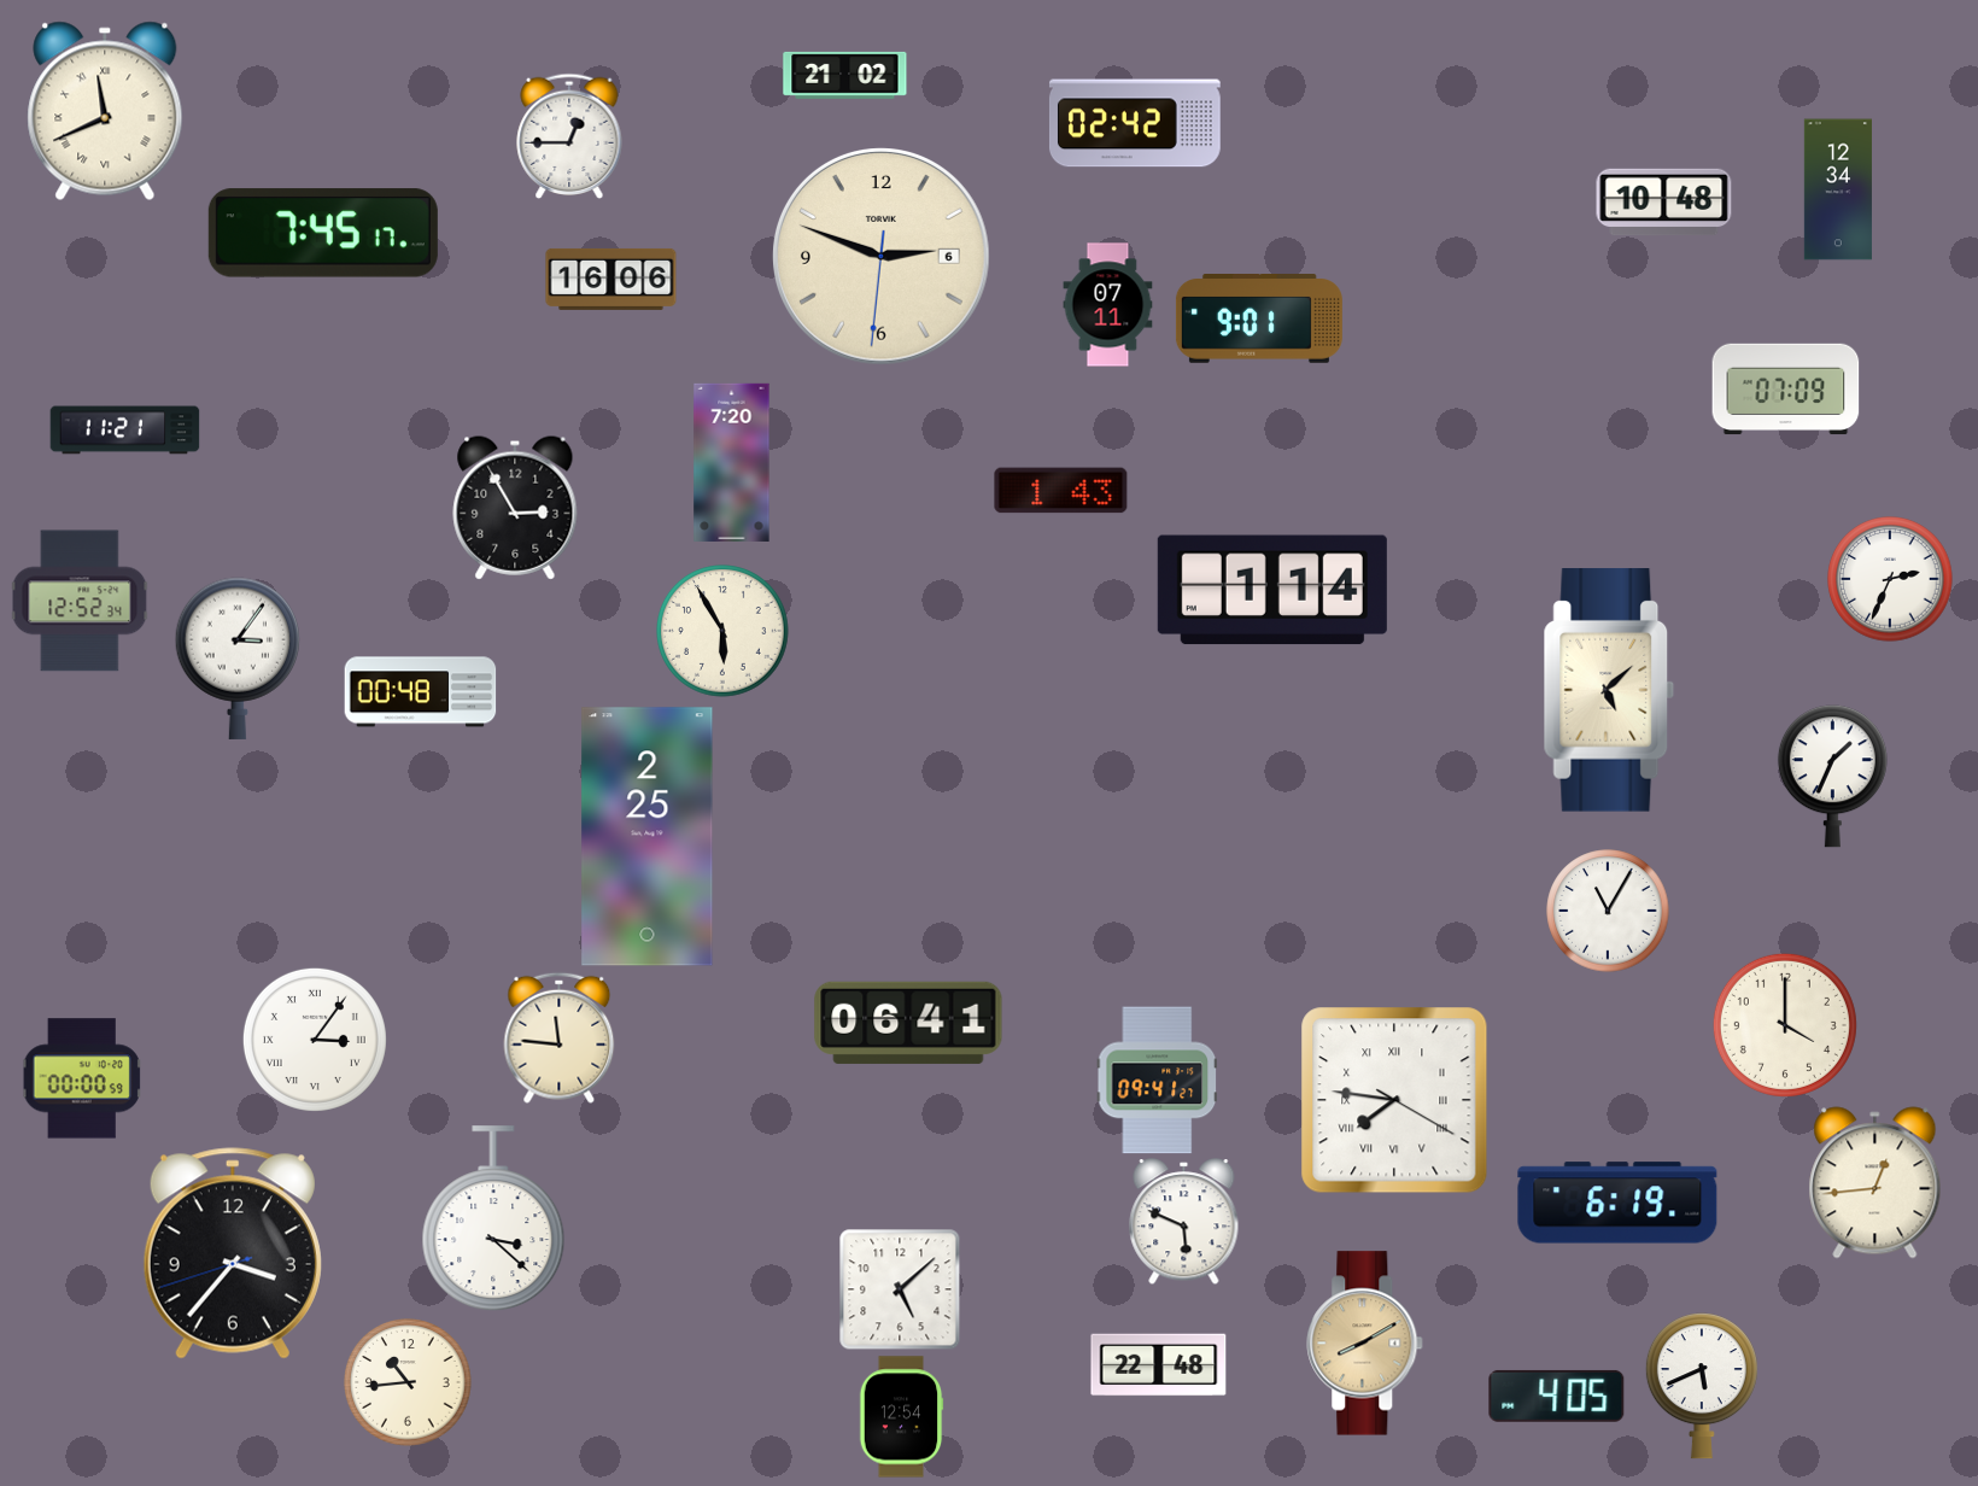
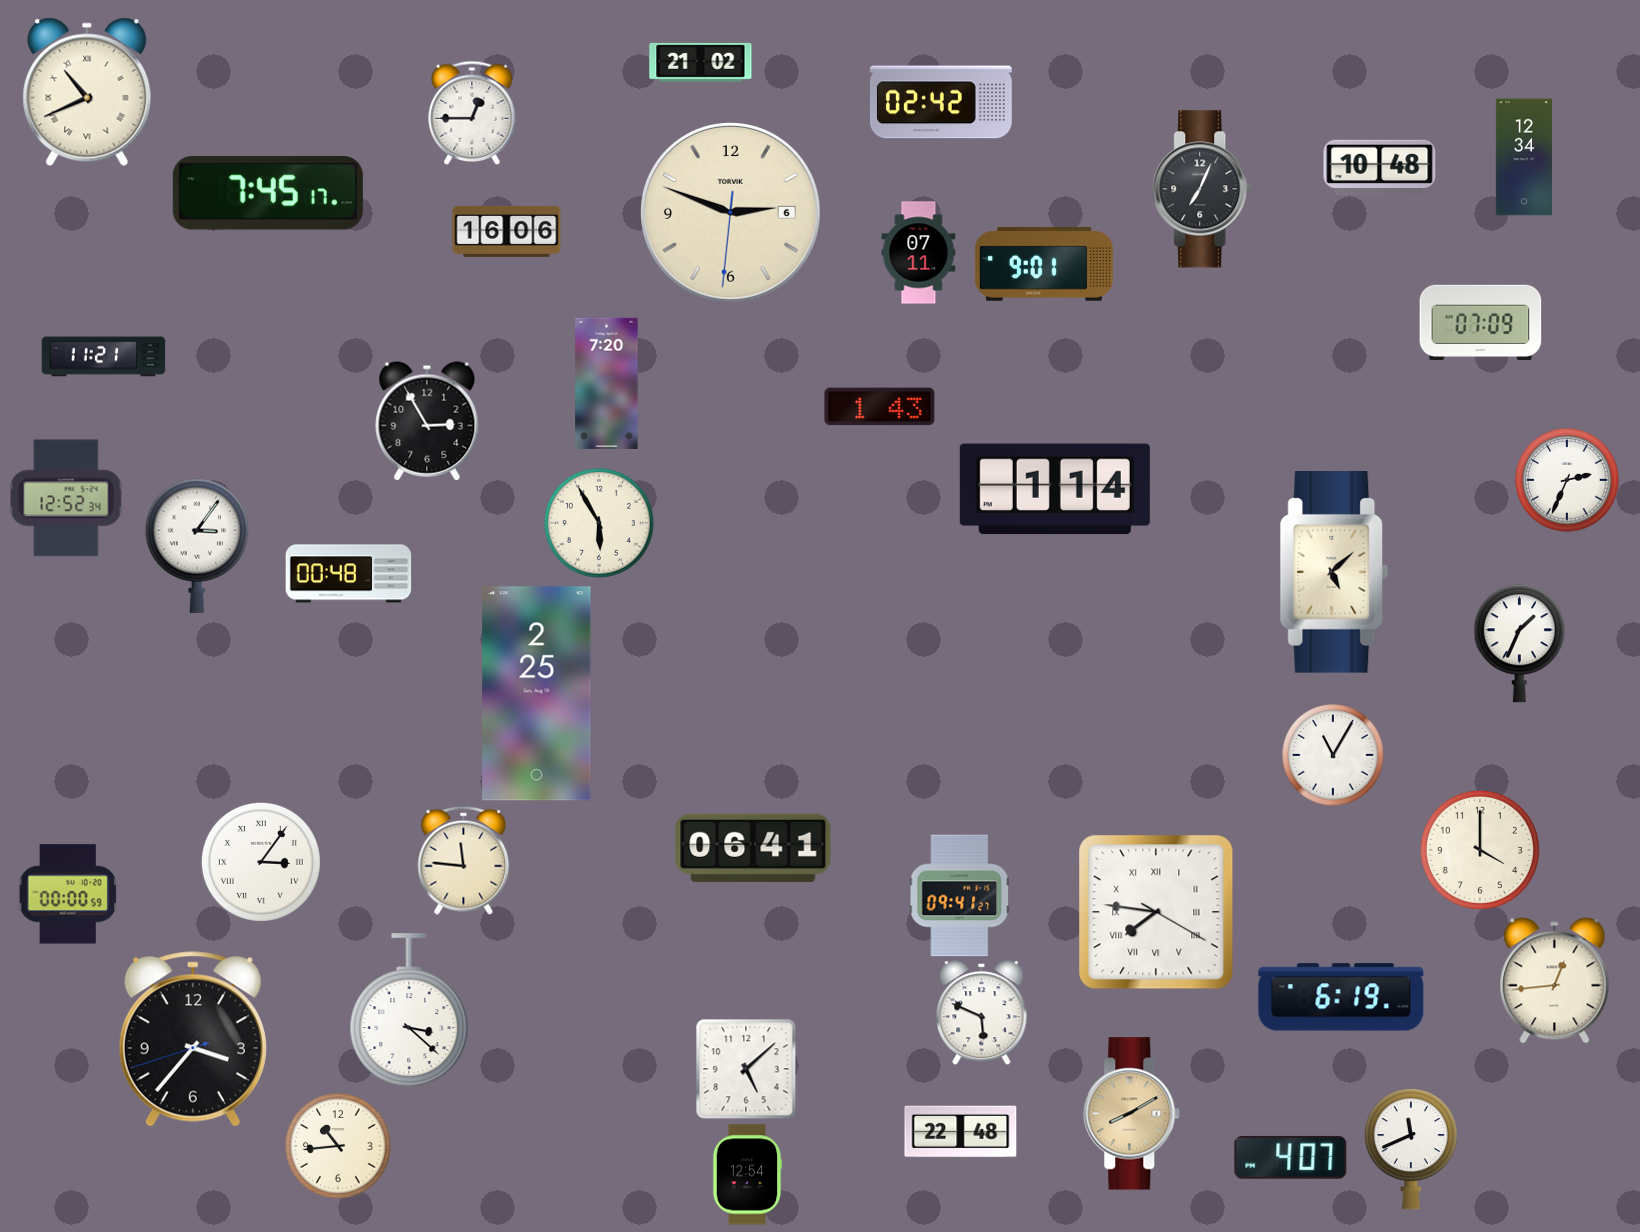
clock at (105, 111): 11:41 -> 10:41
clock at (1203, 189): none -> 7:04
clock at (1702, 1386): 5:41 -> 11:41
clock at (1557, 1396): 4:05 -> 4:07
